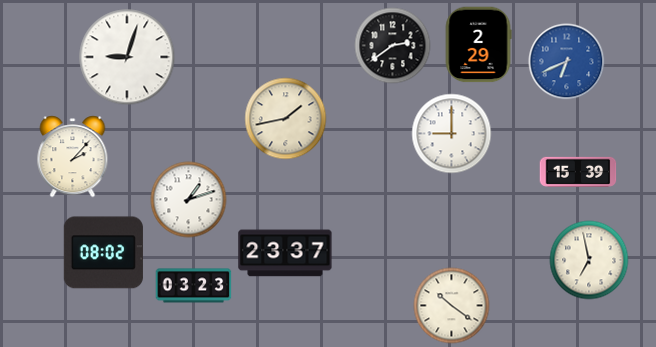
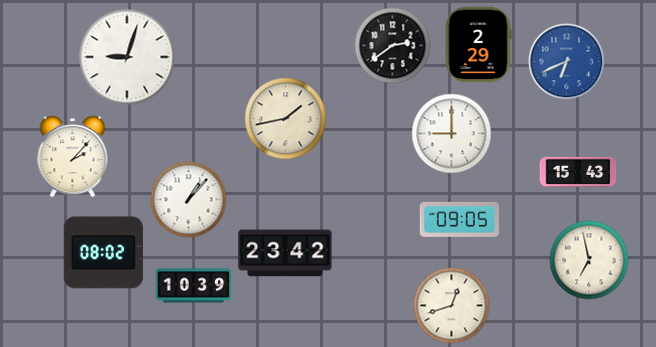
clock at (578, 172): 15:39 -> 15:43
clock at (189, 200): 1:12 -> 1:07
clock at (459, 219): none -> 09:05
clock at (285, 253): 23:37 -> 23:42
clock at (194, 286): 03:23 -> 10:39
clock at (452, 306): 10:21 -> 12:42
